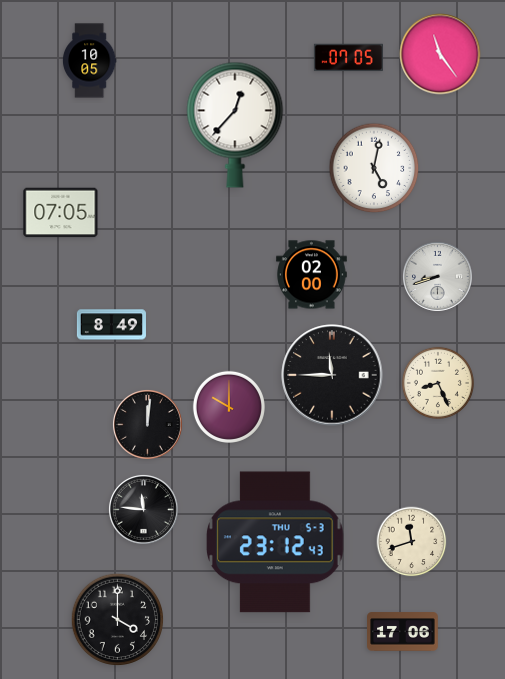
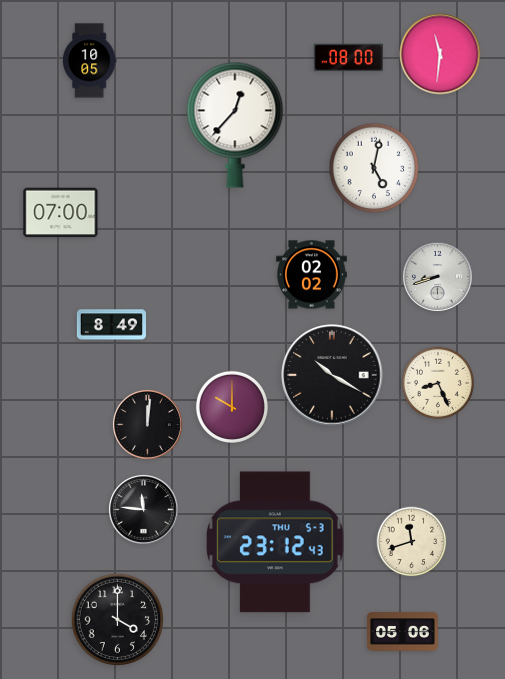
clock at (440, 54): 11:24 -> 11:31
clock at (348, 58): 07:05 -> 08:00
clock at (61, 213): 07:05 -> 07:00
clock at (312, 275): 02:00 -> 02:02
clock at (332, 375): 11:45 -> 10:20
clock at (229, 407) position: (229, 407) -> (232, 407)
clock at (403, 632): 17:06 -> 05:06
